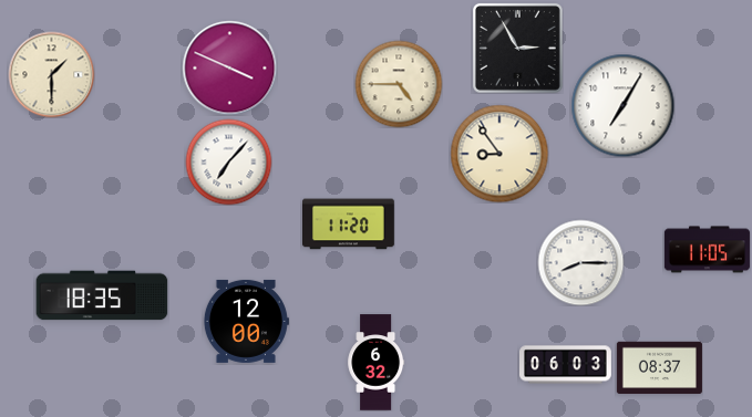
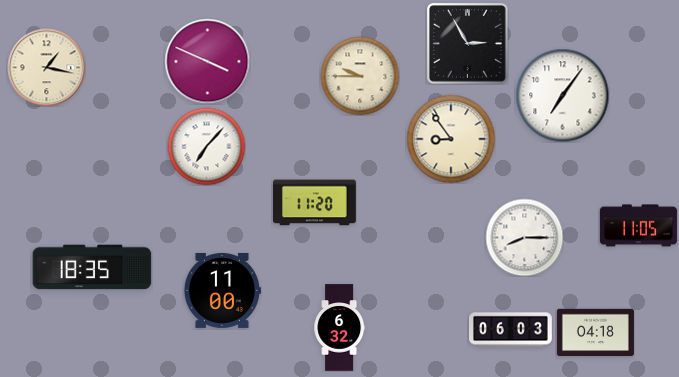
clock at (51, 74): 1:30 -> 1:17
clock at (399, 84): 4:45 -> 9:45
clock at (622, 105): 7:05 -> 7:06
clock at (246, 321): 12:00 -> 11:00
clock at (659, 368): 08:37 -> 04:18
